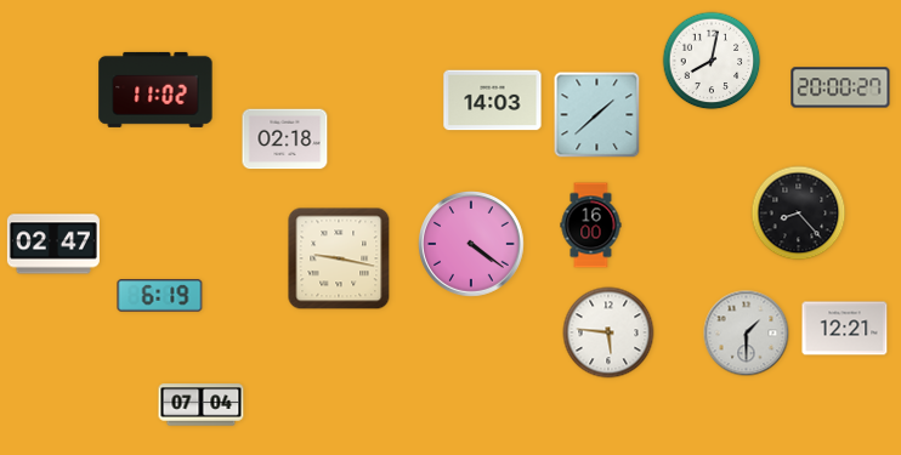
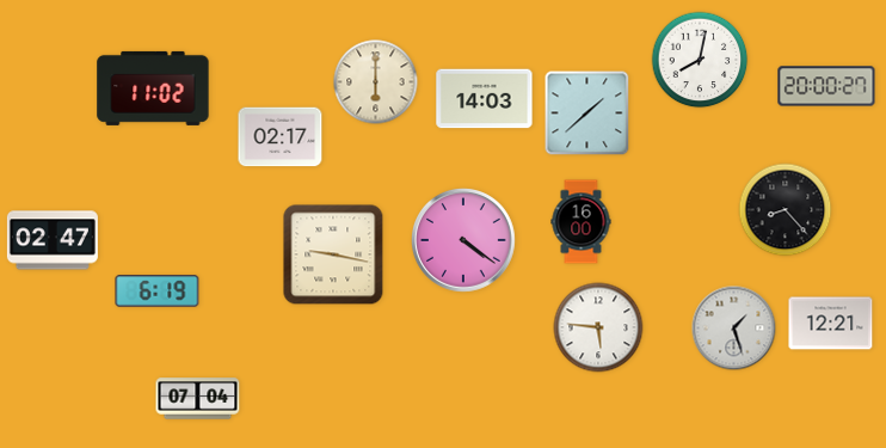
clock at (376, 82): none -> 6:00
clock at (285, 140): 02:18 -> 02:17
clock at (747, 334): 1:30 -> 1:27
